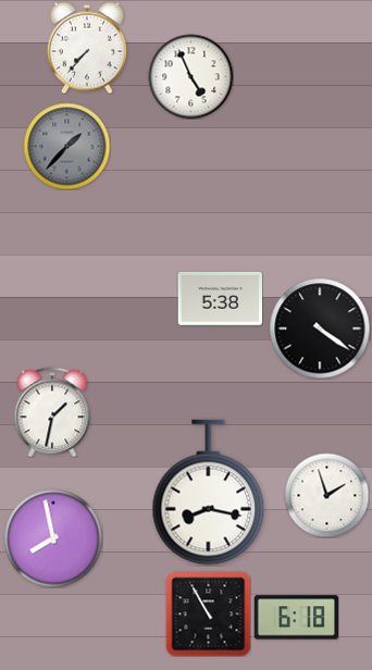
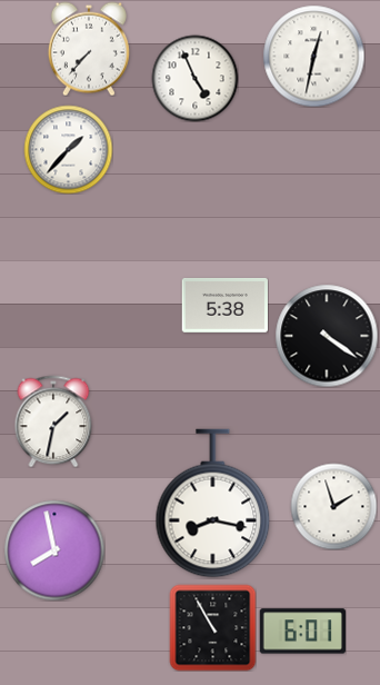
clock at (313, 56): none -> 12:32
clock at (66, 146) dial: grey -> white
clock at (296, 618): 6:18 -> 6:01
